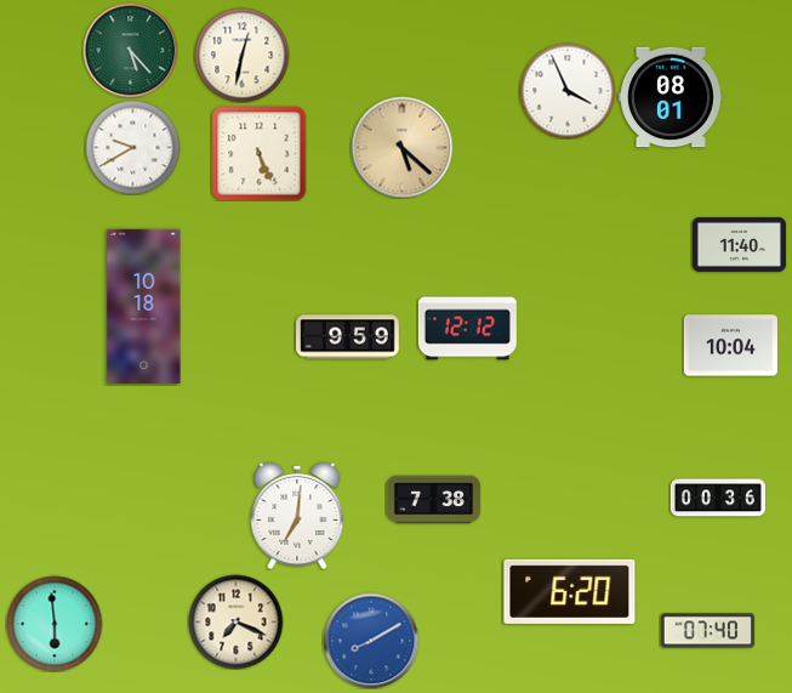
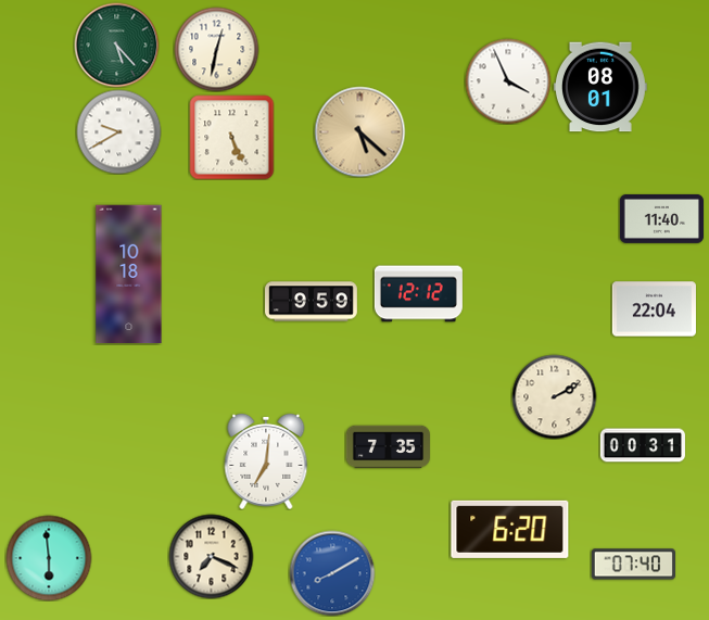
clock at (730, 346): 10:04 -> 22:04
clock at (554, 396): none -> 2:10
clock at (718, 498): 00:36 -> 00:31
clock at (433, 500): 7:38 -> 7:35
